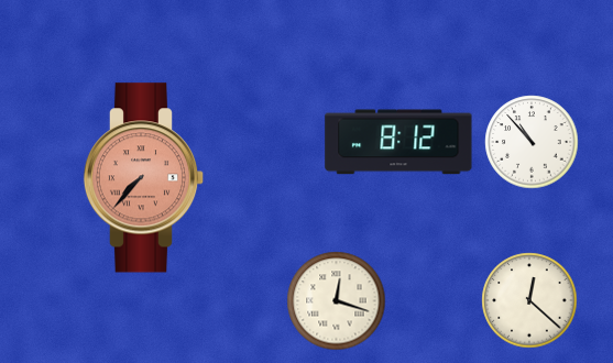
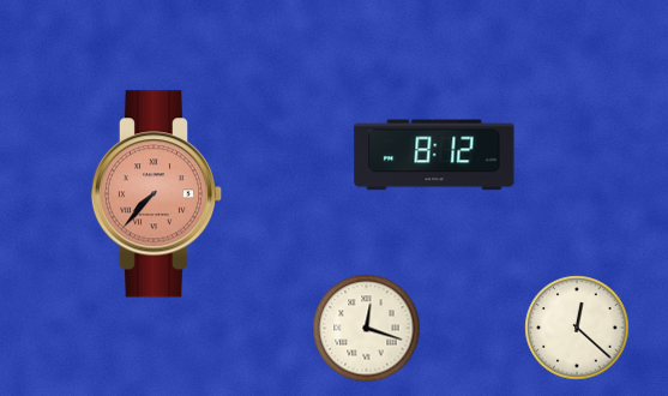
clock at (532, 142): 10:53 -> none
